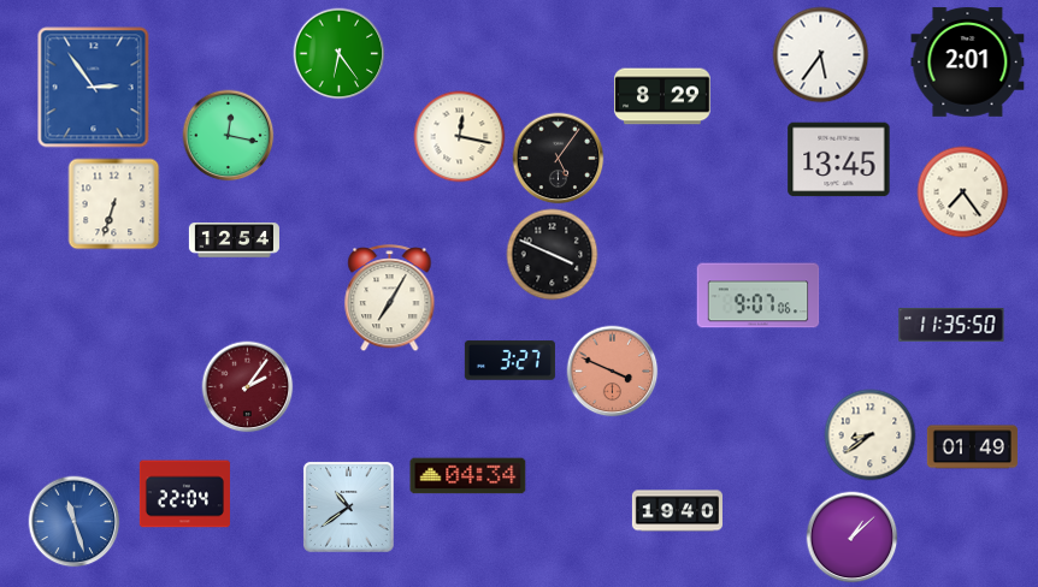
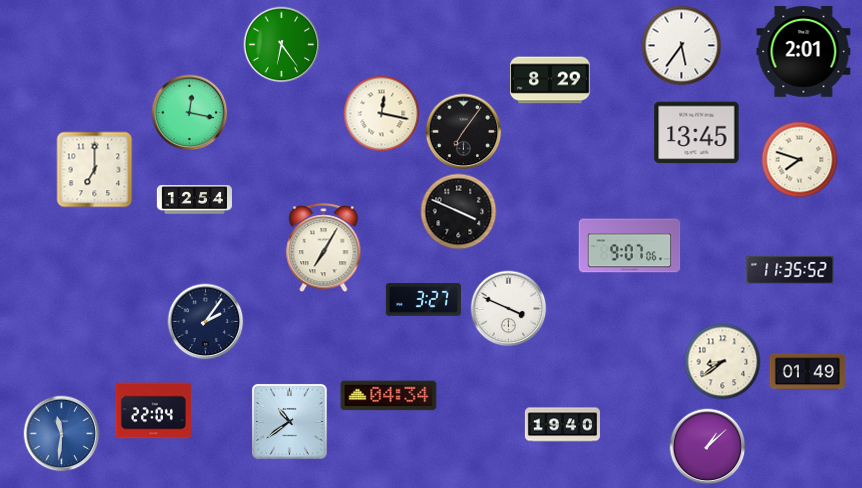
clock at (94, 88): 2:54 -> none
clock at (559, 159): 5:06 -> 7:06
clock at (963, 192): 7:24 -> 7:48
clock at (114, 204): 6:33 -> 7:00
clock at (951, 325): 11:35:50 -> 11:35:52
clock at (613, 372) dial: salmon -> white
clock at (248, 387) dial: burgundy -> navy
clock at (75, 522): 11:27 -> 11:31
